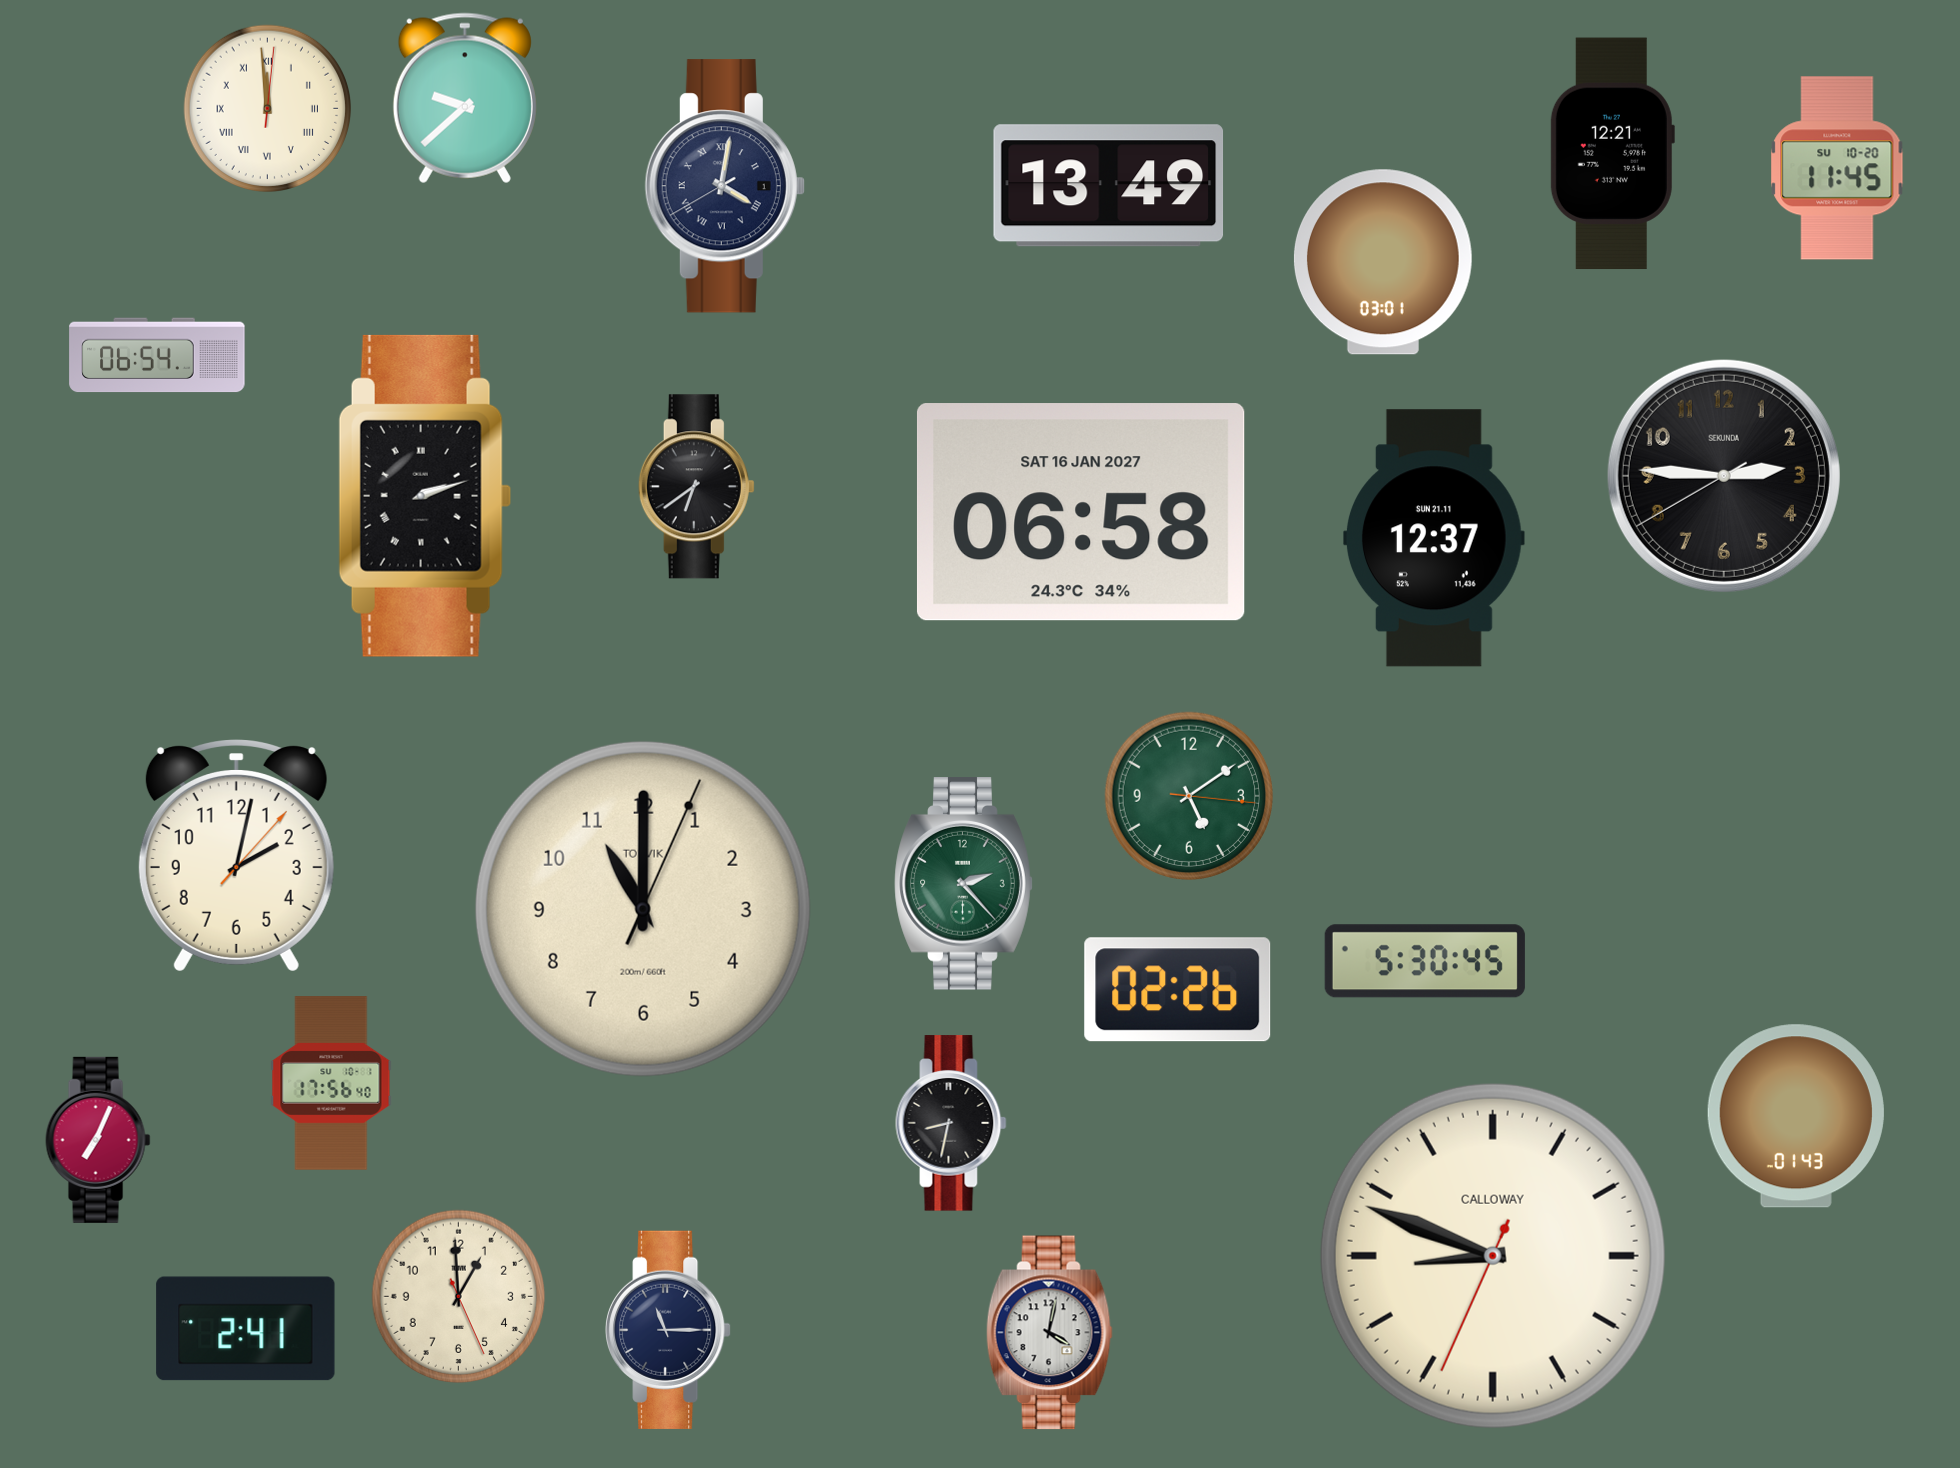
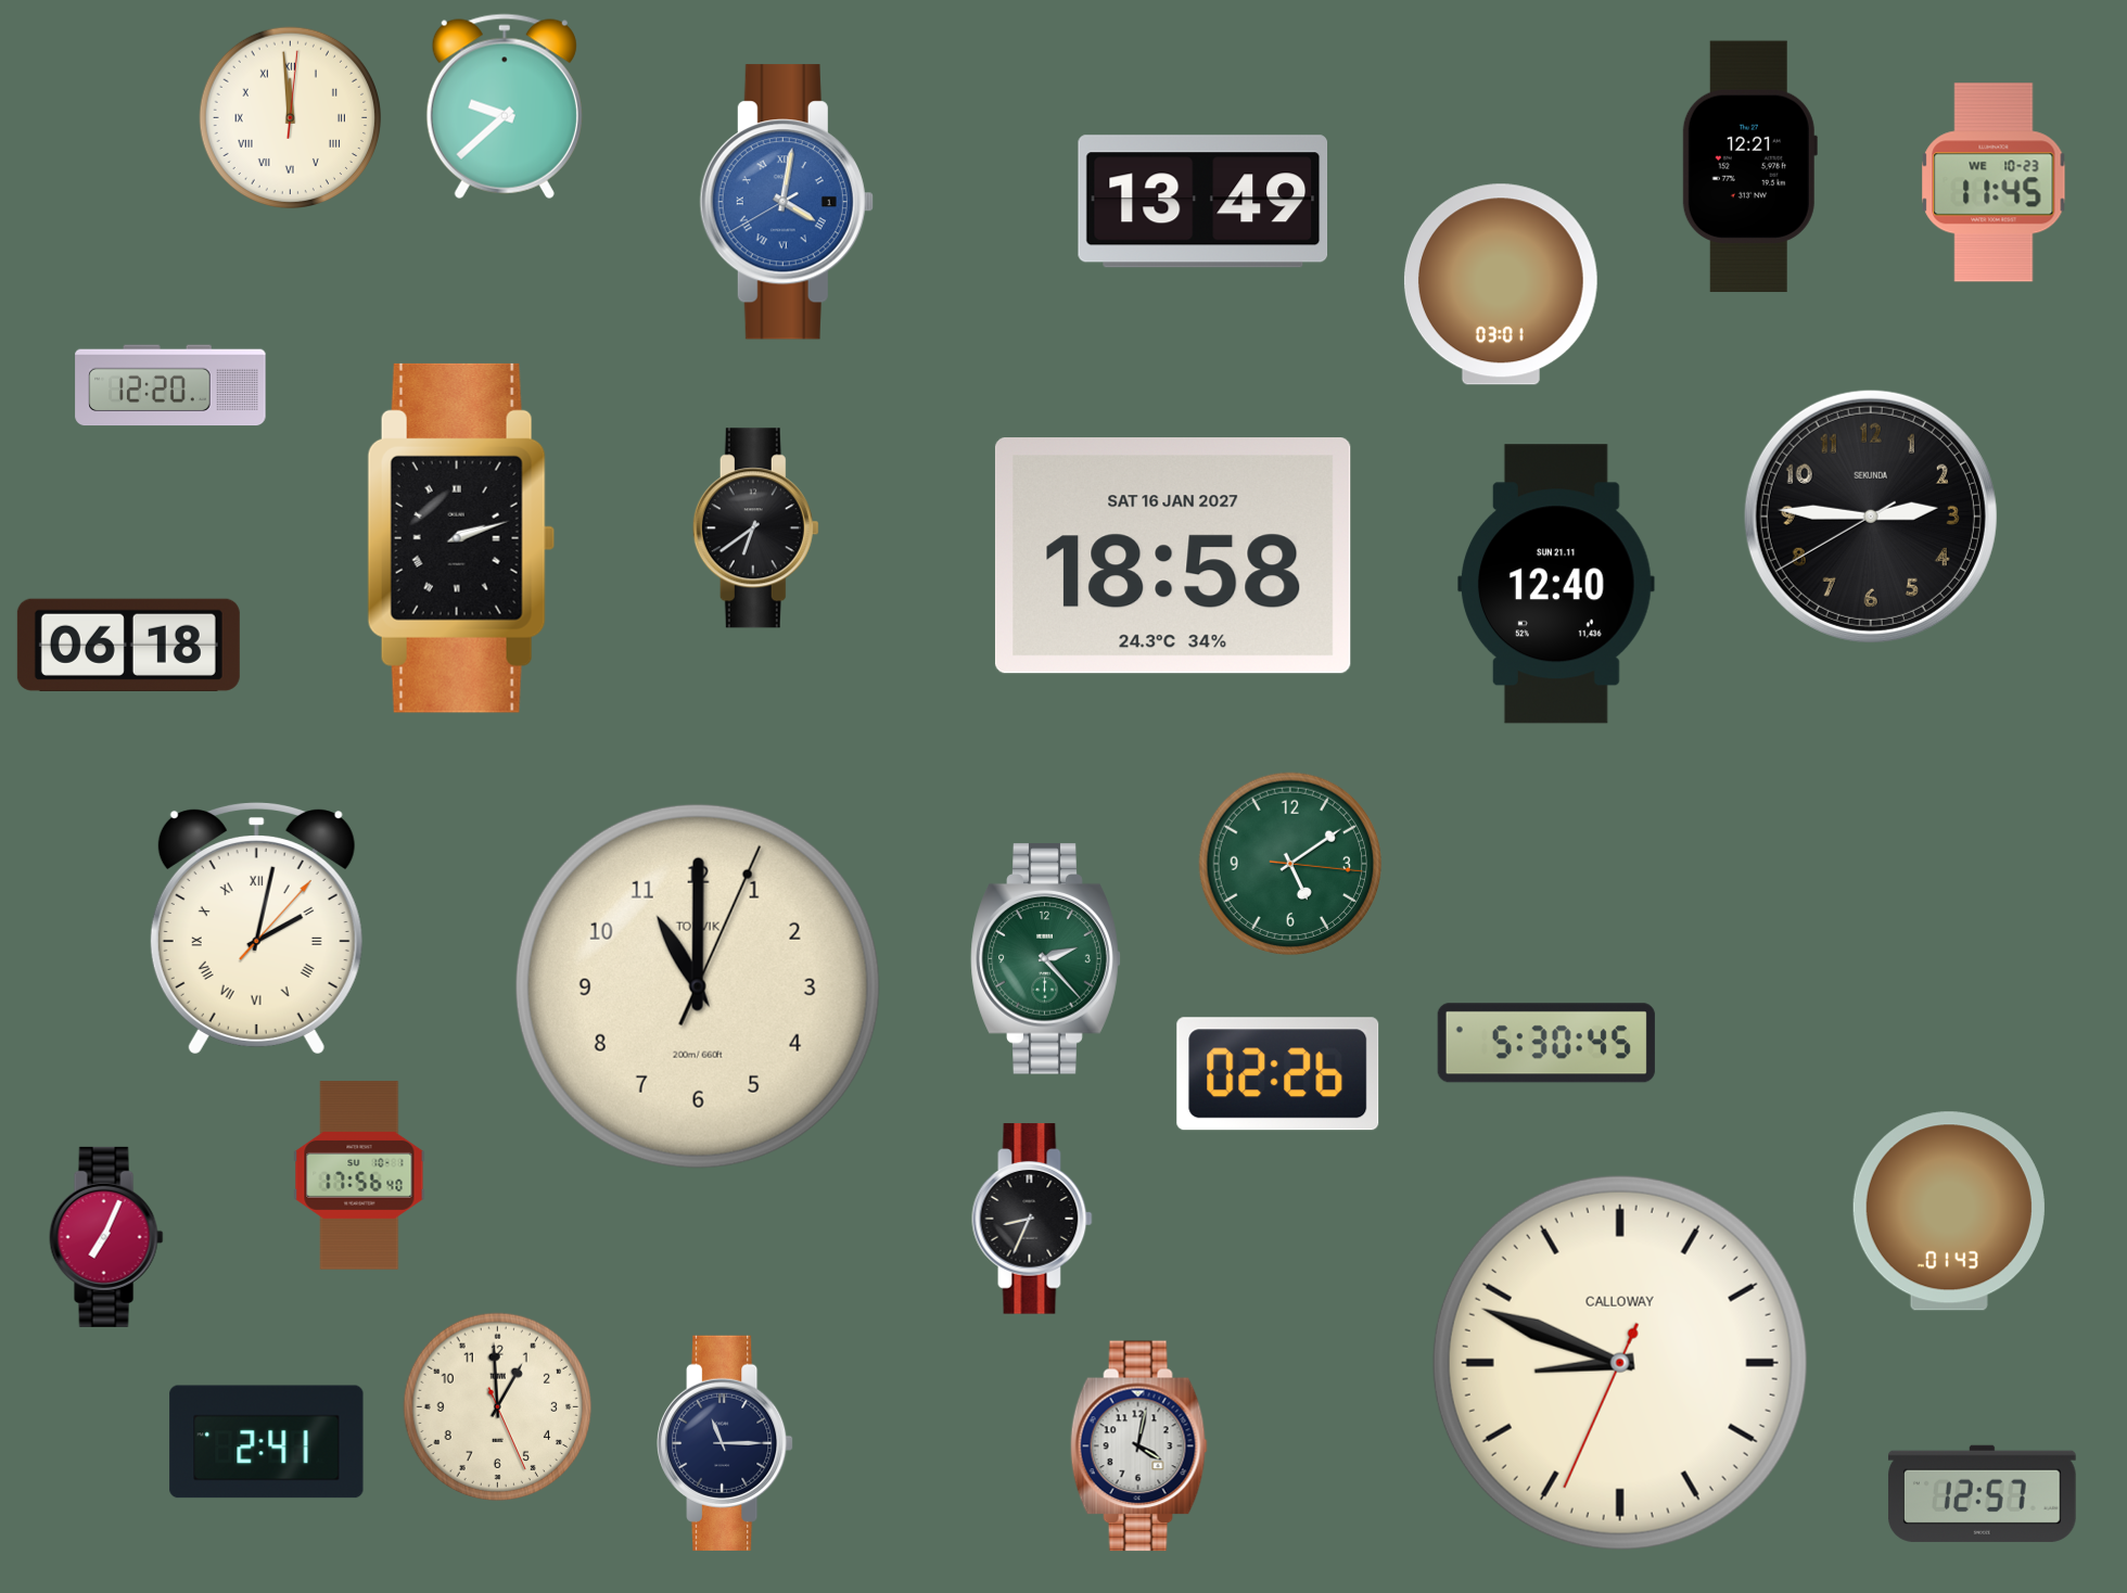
clock at (1837, 168) date: SU 10-20 -> WE 10-23
clock at (725, 186) dial: navy -> blue
clock at (157, 355): 06:54 -> 12:20
clock at (1081, 512): 06:58 -> 18:58
clock at (1435, 538): 12:37 -> 12:40
clock at (128, 645): none -> 06:18
clock at (236, 856) numerals: Arabic -> Roman
clock at (951, 1123): 8:32 -> 8:34
clock at (1982, 1493): none -> 12:57
